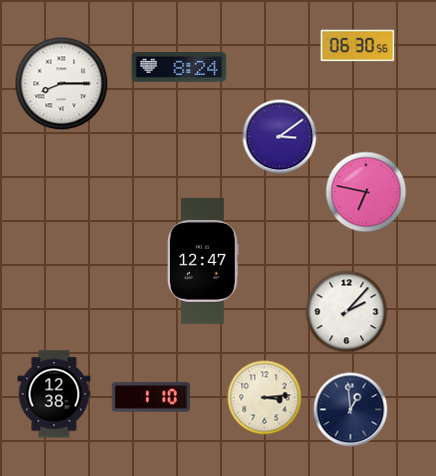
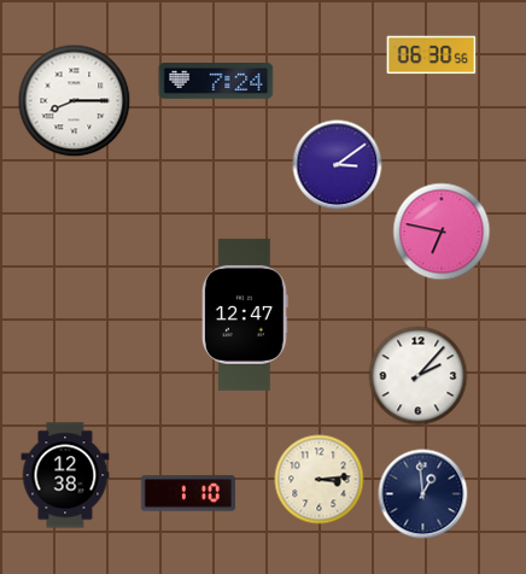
clock at (179, 68): 8:24 -> 7:24
clock at (151, 397) position: (151, 397) -> (188, 493)
